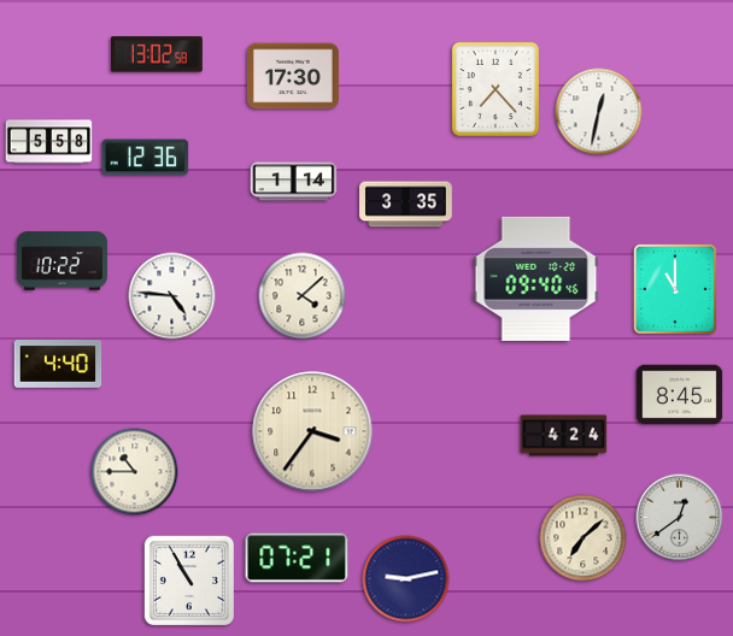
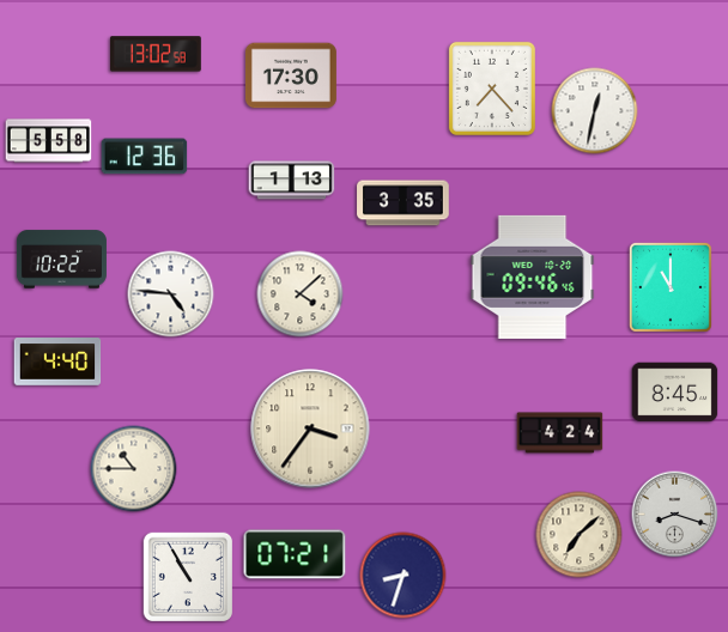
clock at (294, 182): 1:14 -> 1:13
clock at (536, 278): 09:40 -> 09:46
clock at (680, 518): 12:39 -> 8:18
clock at (406, 579): 9:13 -> 8:33
